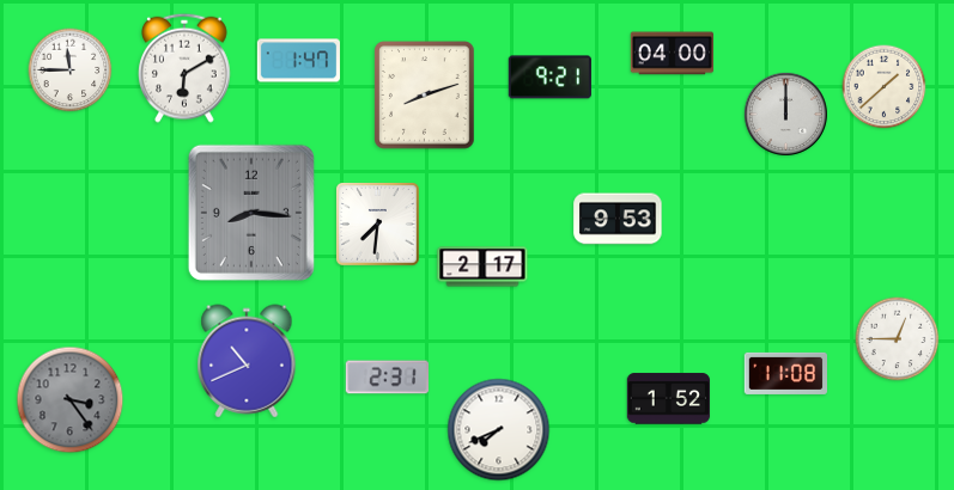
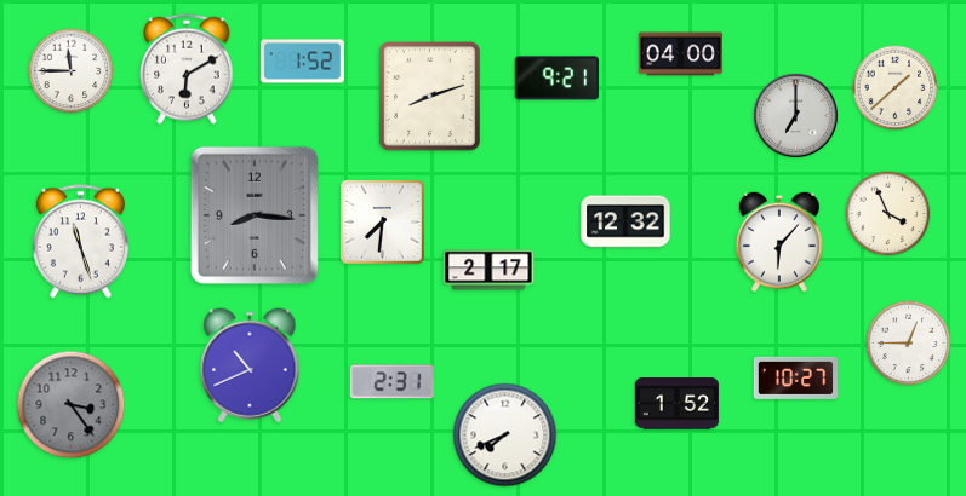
clock at (298, 61): 1:47 -> 1:52
clock at (785, 114): 12:00 -> 7:00
clock at (888, 214): none -> 3:56
clock at (618, 219): 9:53 -> 12:32
clock at (378, 225) position: (378, 225) -> (383, 223)
clock at (80, 242): none -> 11:27
clock at (779, 242): none -> 6:07
clock at (785, 373): 11:08 -> 10:27
